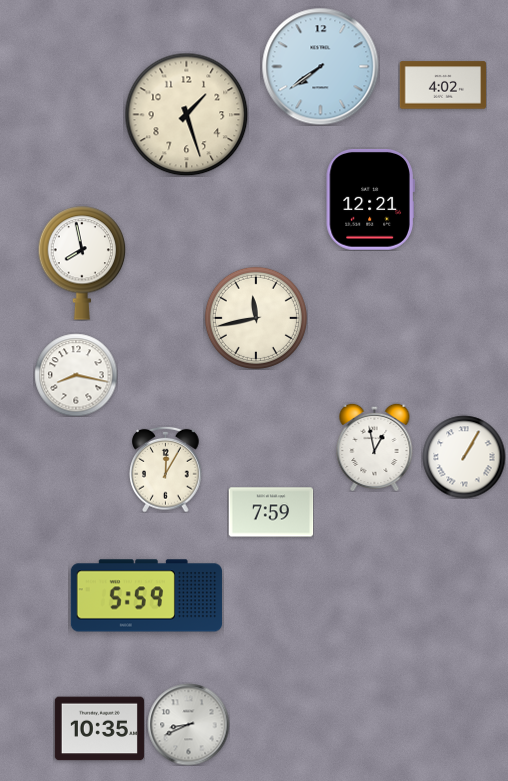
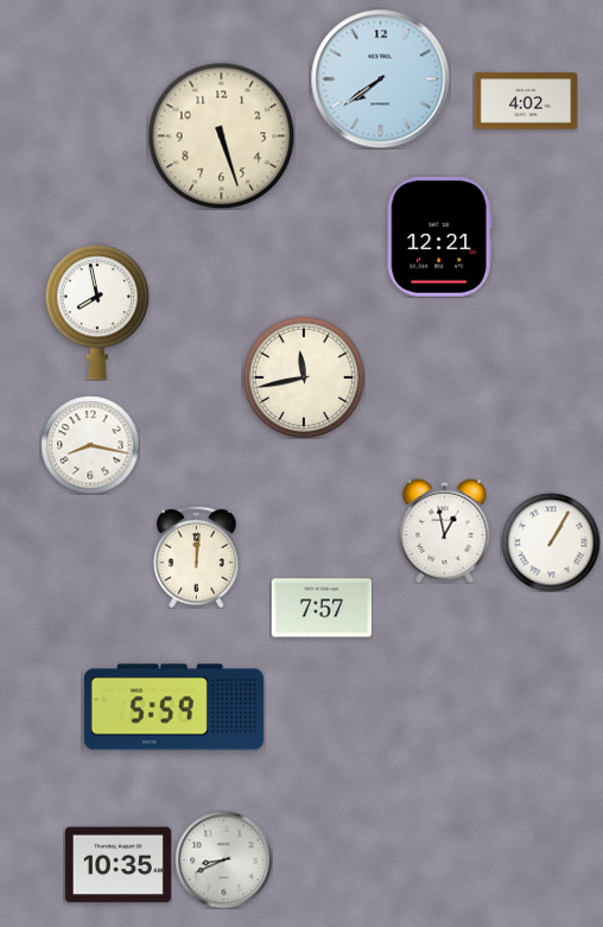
clock at (186, 114): 1:27 -> 5:27
clock at (166, 469): 12:05 -> 12:01
clock at (271, 512): 7:59 -> 7:57
